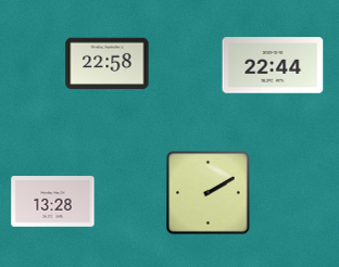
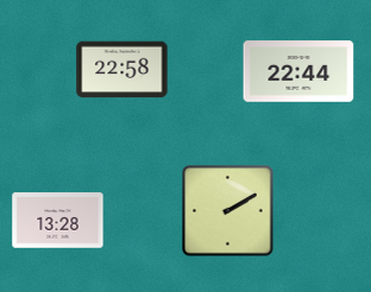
clock at (108, 64) position: (108, 64) -> (122, 70)
